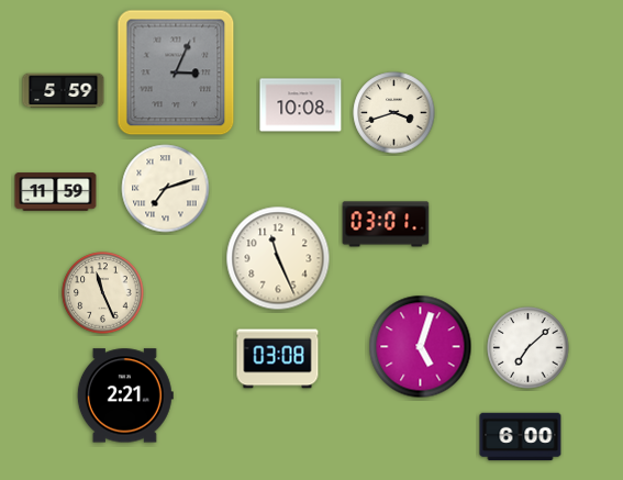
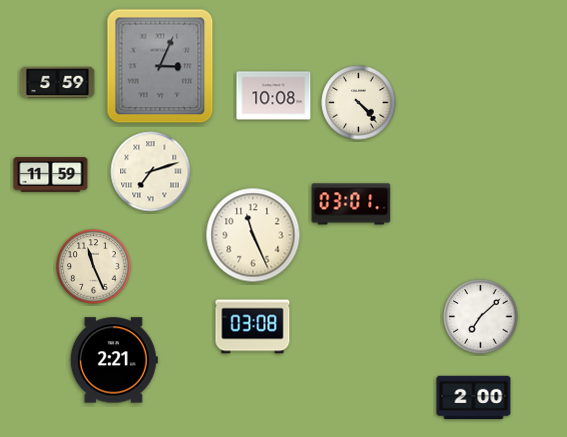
clock at (394, 113): 3:42 -> 4:23
clock at (421, 347): 5:03 -> none
clock at (521, 437): 6:00 -> 2:00
